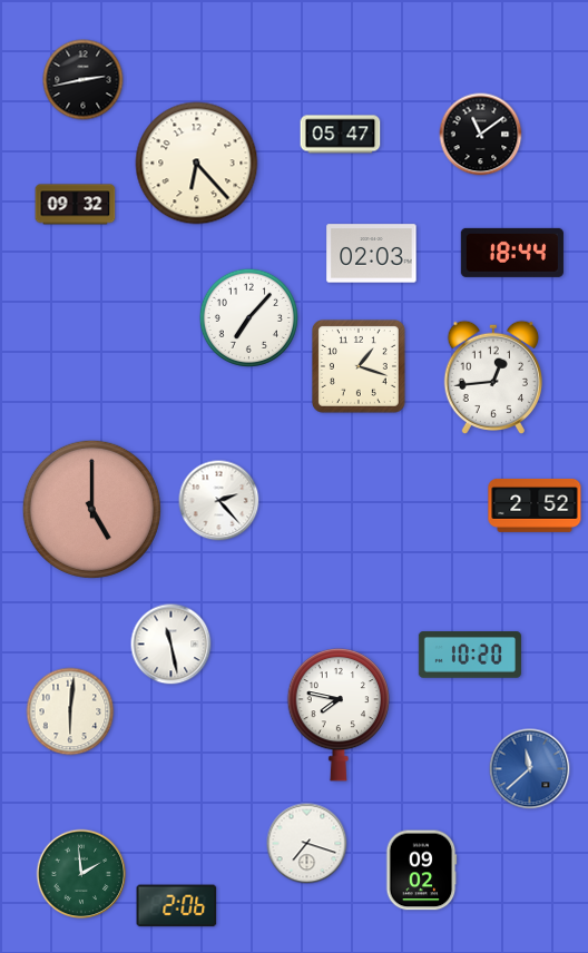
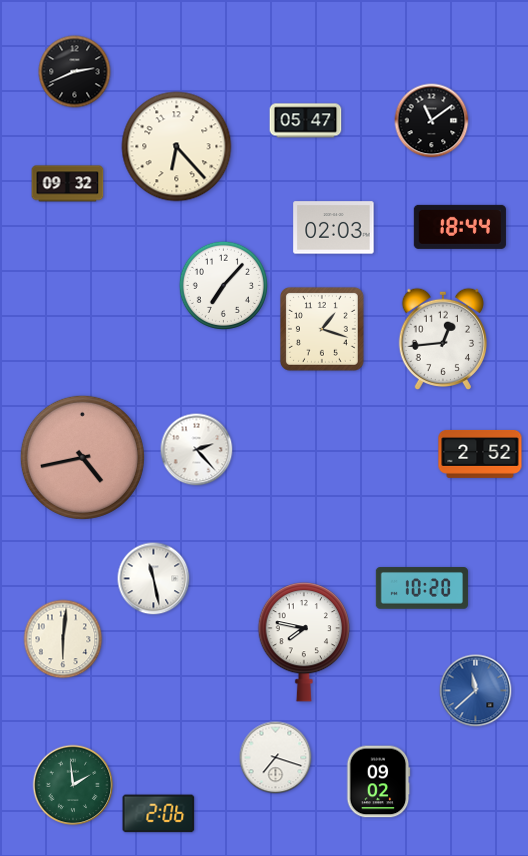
clock at (84, 80): 2:43 -> 2:41
clock at (91, 509): 5:00 -> 4:43
